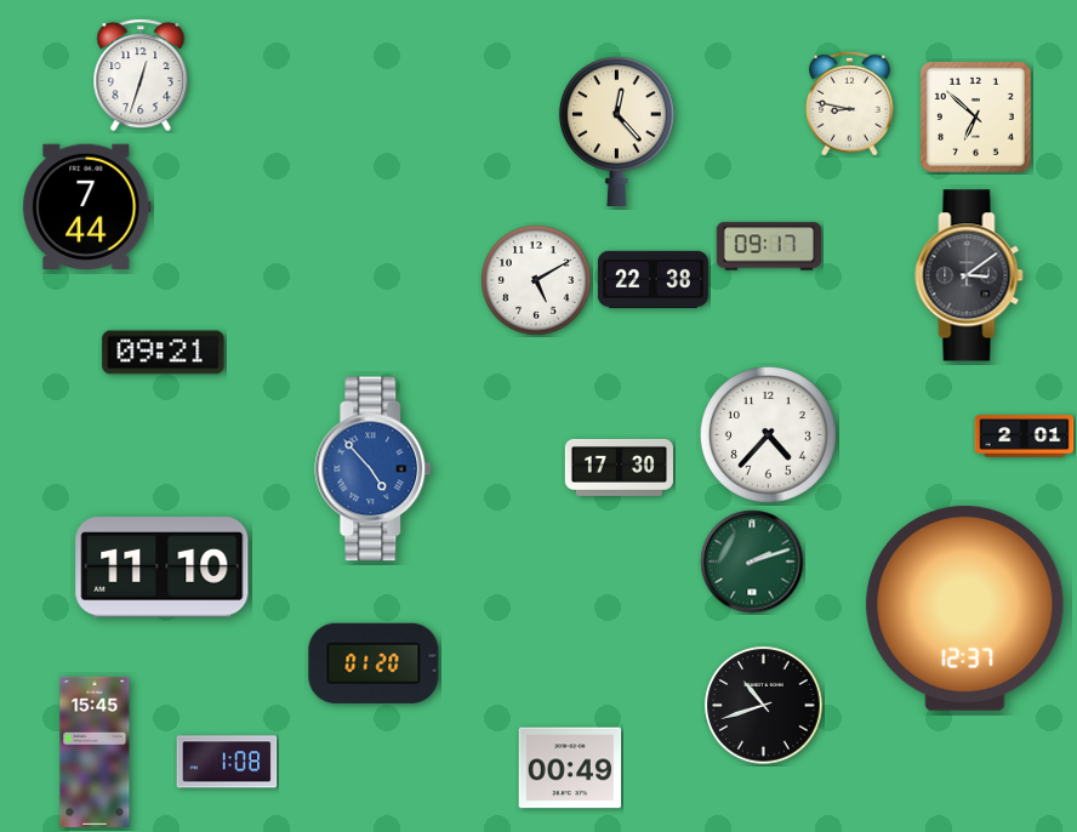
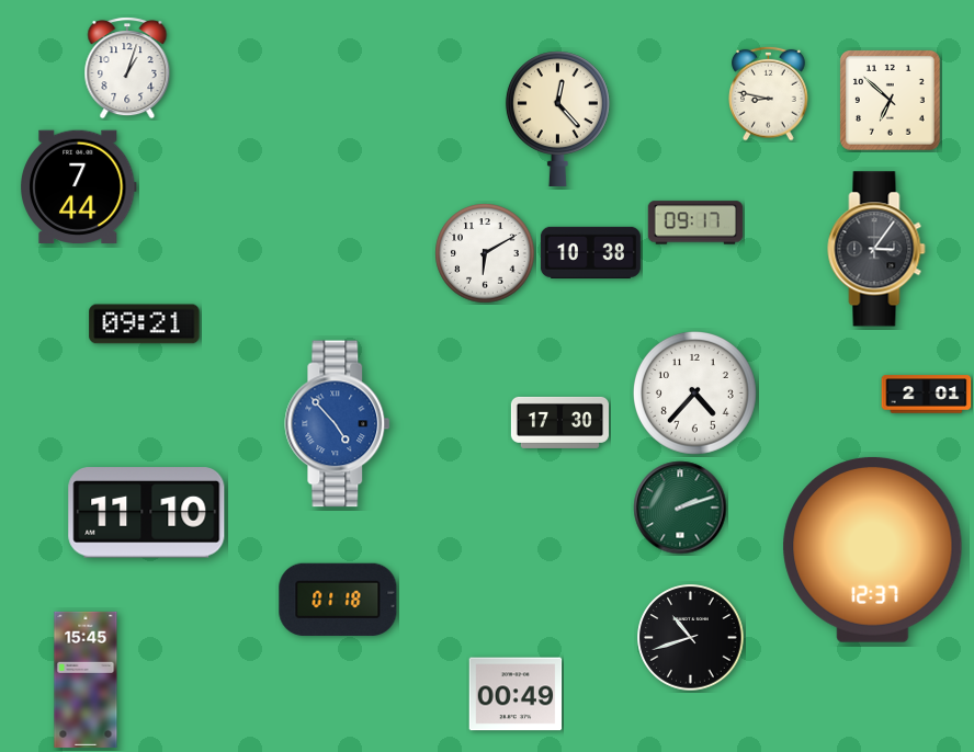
clock at (141, 75): 12:33 -> 1:03
clock at (976, 118) position: (976, 118) -> (891, 101)
clock at (969, 275): 3:09 -> 3:06
clock at (653, 279): 22:38 -> 10:38
clock at (536, 280): 5:10 -> 6:10
clock at (164, 353) position: (164, 353) -> (145, 324)
clock at (374, 663): 01:20 -> 01:18
clock at (227, 762): 1:08 -> none
